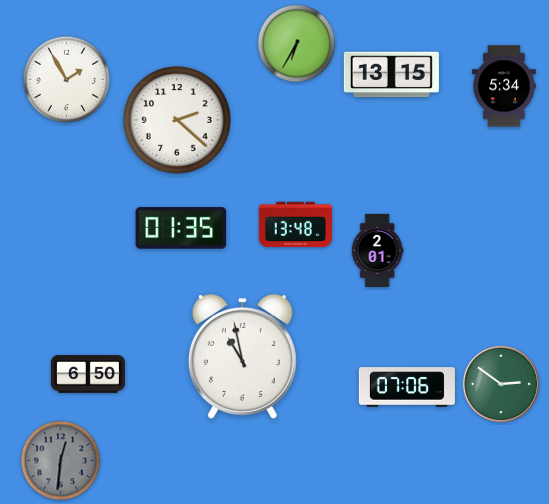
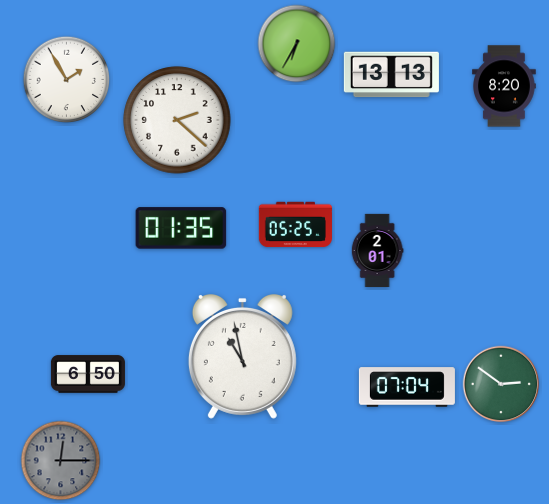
clock at (391, 75): 13:15 -> 13:13
clock at (505, 86): 5:34 -> 8:20
clock at (295, 225): 13:48 -> 05:25
clock at (407, 387): 07:06 -> 07:04
clock at (61, 461): 12:31 -> 12:15
